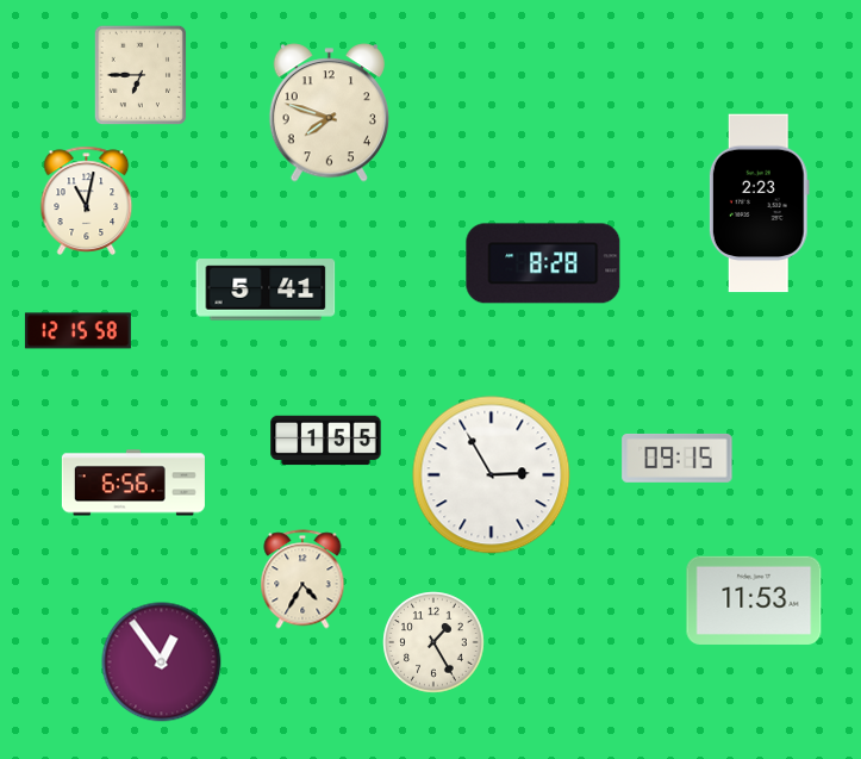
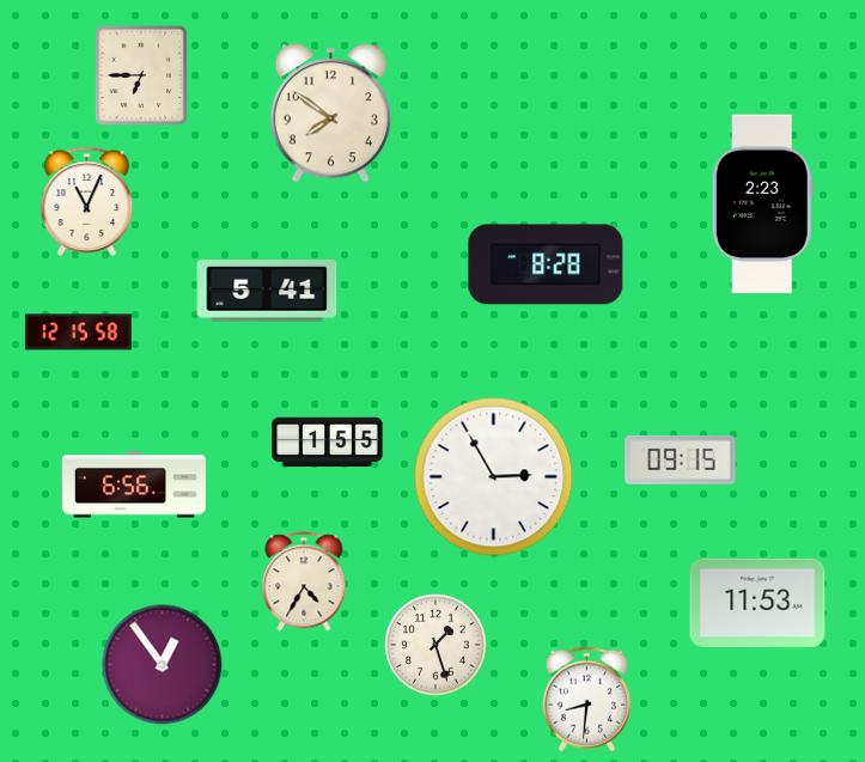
clock at (329, 113): 7:48 -> 7:51
clock at (87, 200): 11:02 -> 11:04
clock at (433, 642): 1:25 -> 1:27
clock at (586, 700): none -> 8:31
